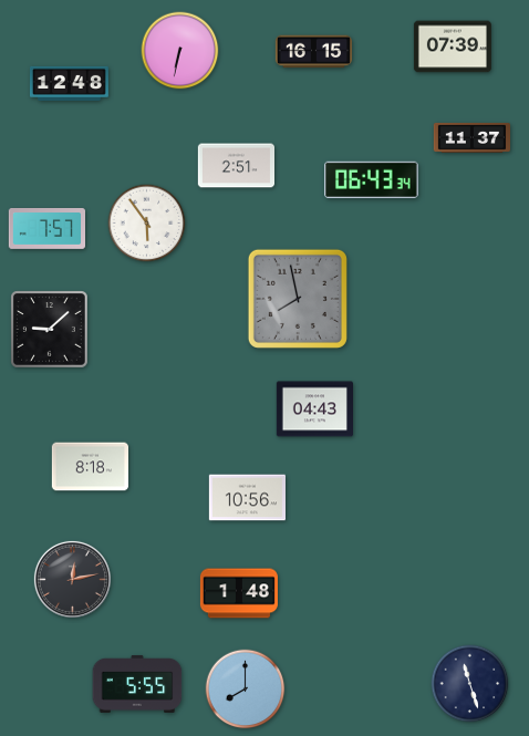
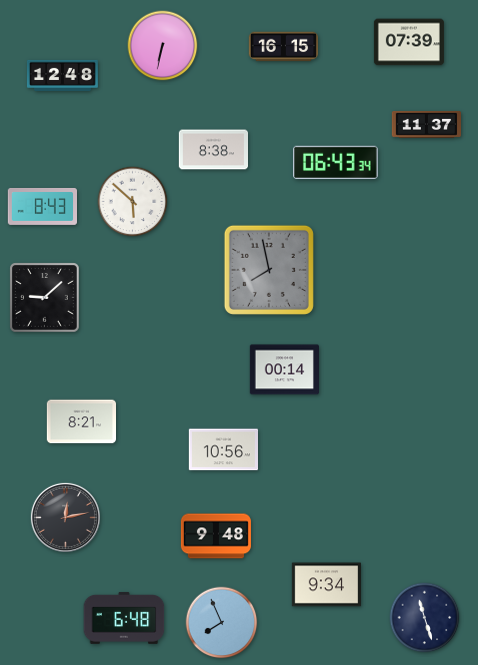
clock at (236, 166): 2:51 -> 8:38
clock at (147, 224): 5:54 -> 5:52
clock at (46, 228): 7:57 -> 8:43
clock at (314, 410): 04:43 -> 00:14
clock at (90, 467): 8:18 -> 8:21
clock at (72, 579) position: (72, 579) -> (65, 517)
clock at (239, 593): 1:48 -> 9:48
clock at (326, 585): none -> 9:34
clock at (137, 684): 5:55 -> 6:48
clock at (246, 690): 8:00 -> 7:56
